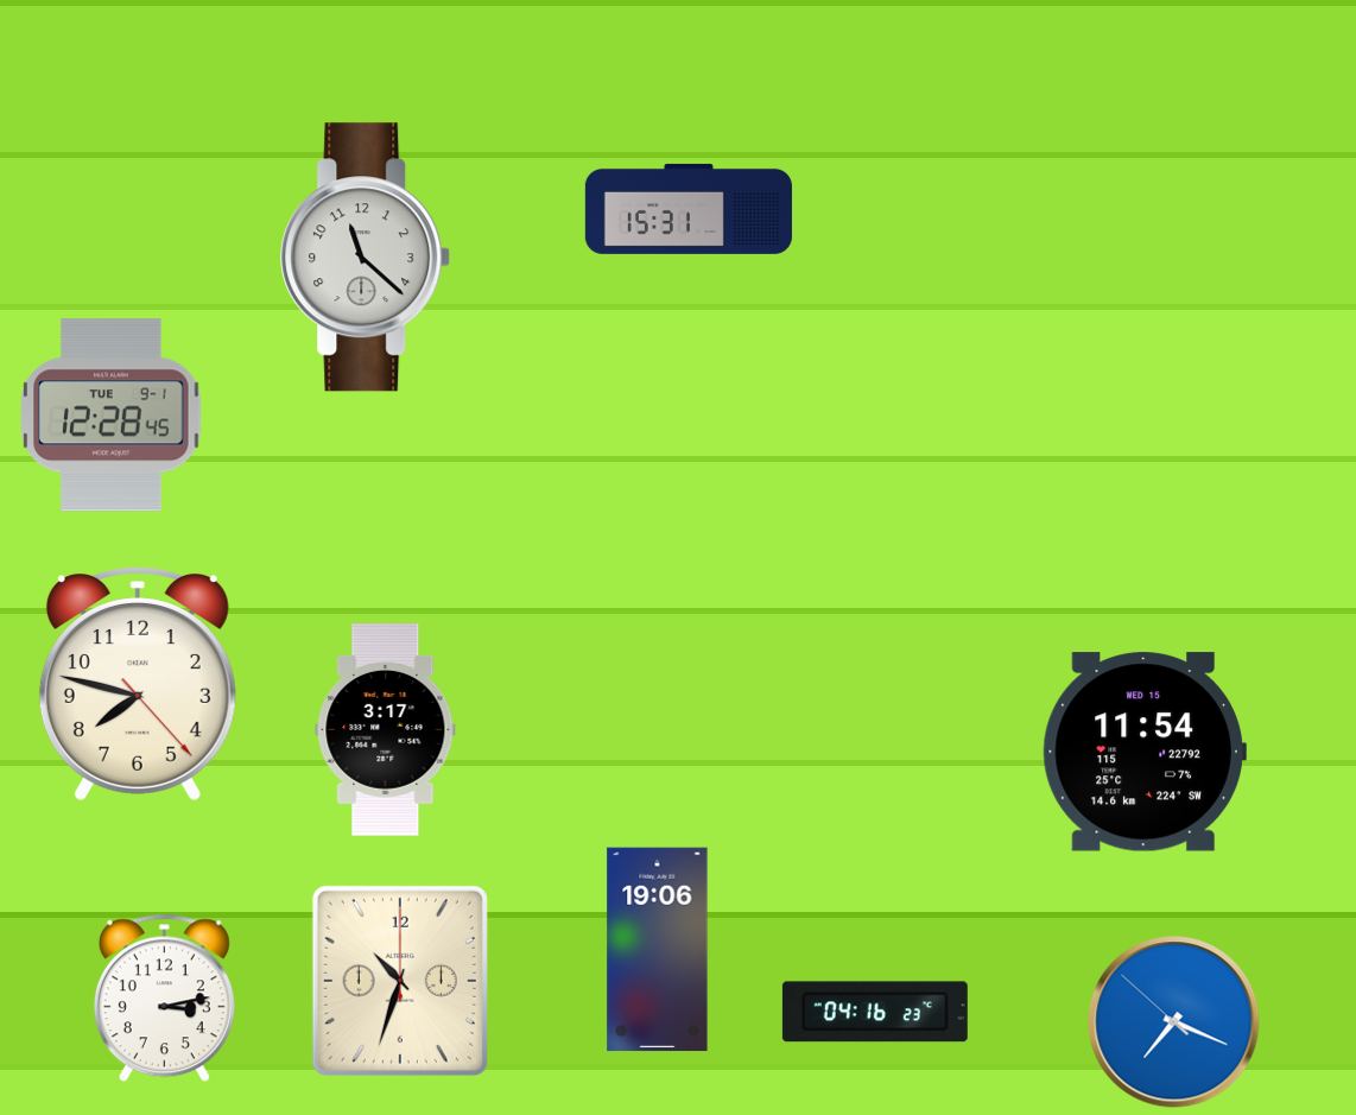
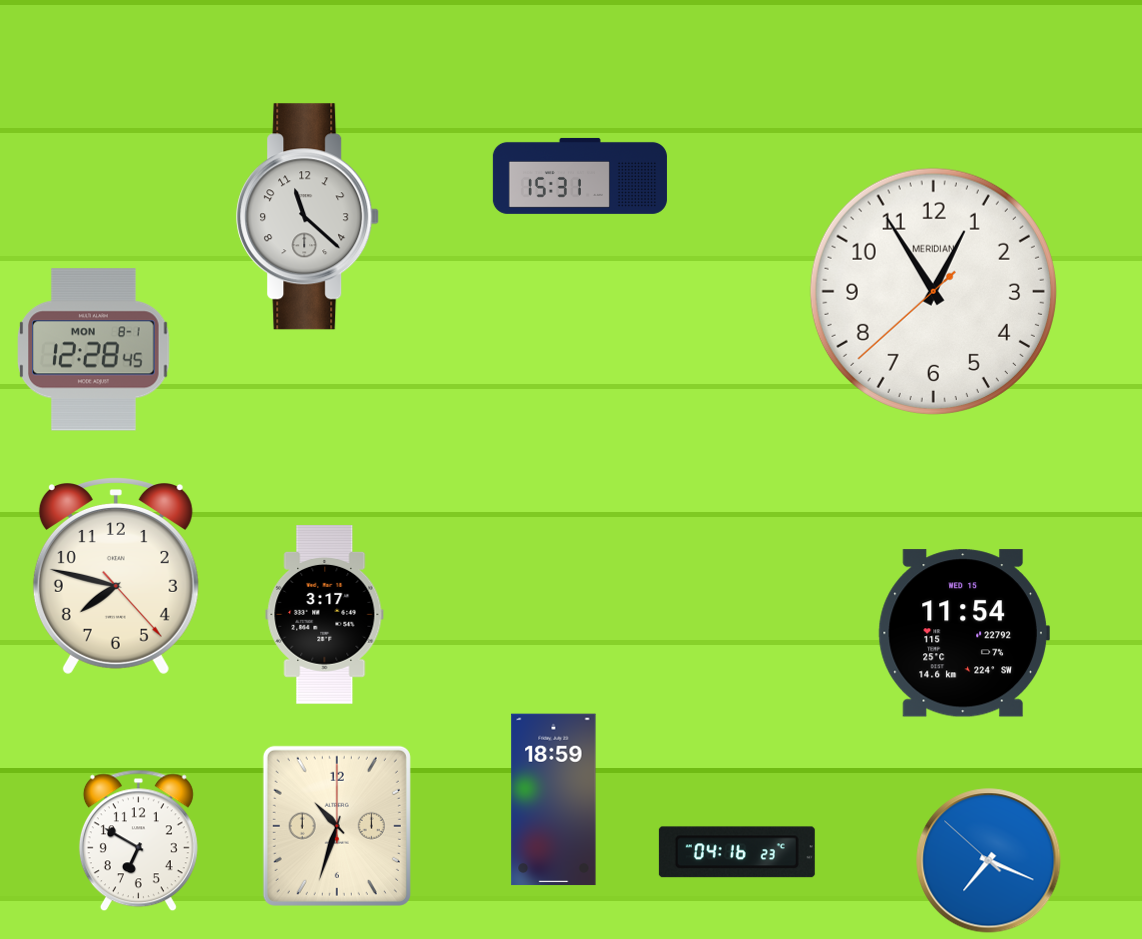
clock at (933, 291): none -> 12:54
clock at (112, 416) date: TUE 9-1 -> MON 8-1
clock at (658, 950): 19:06 -> 18:59
clock at (164, 999): 3:13 -> 6:50
